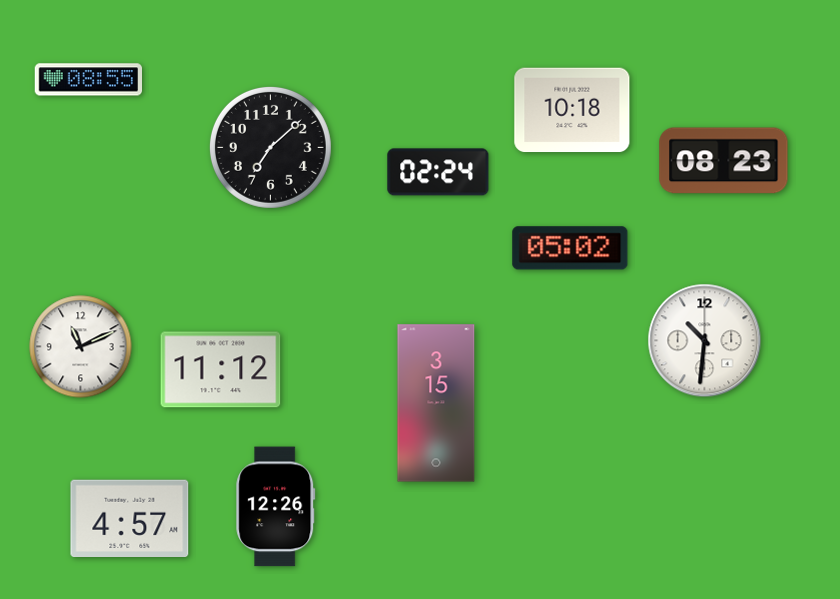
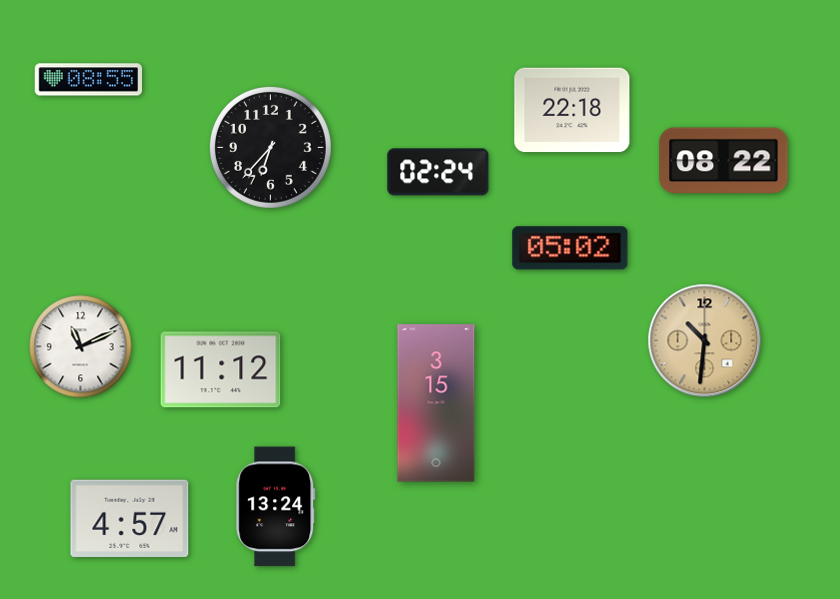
clock at (572, 110): 10:18 -> 22:18
clock at (270, 147): 7:08 -> 6:37
clock at (724, 161): 08:23 -> 08:22
clock at (705, 341) dial: white -> champagne
clock at (276, 507): 12:26 -> 13:24
